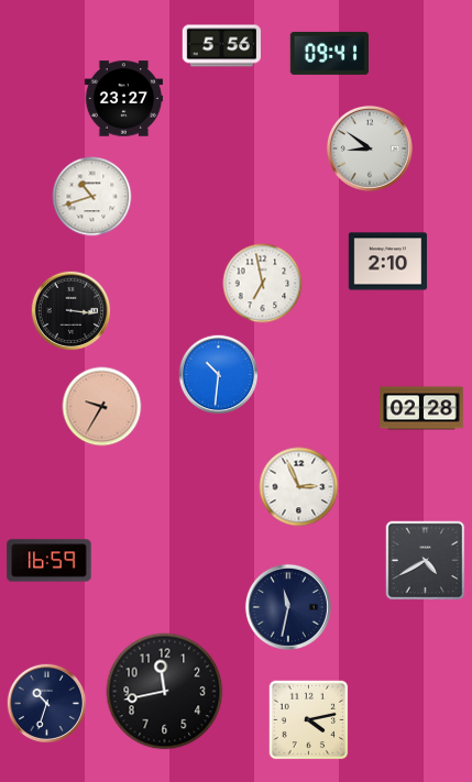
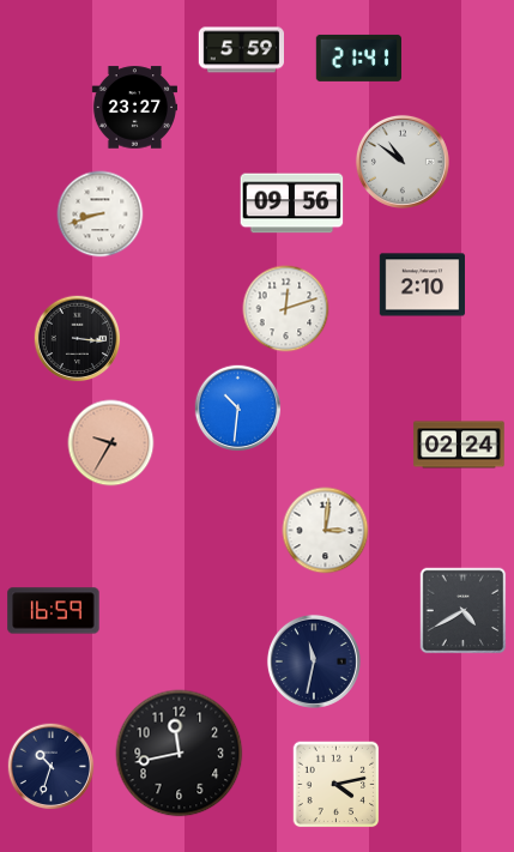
clock at (221, 46): 5:56 -> 5:59
clock at (329, 53): 09:41 -> 21:41
clock at (370, 148): 8:51 -> 10:51
clock at (292, 204): none -> 09:56
clock at (92, 197): 10:42 -> 8:42
clock at (263, 284): 6:58 -> 12:12
clock at (421, 408): 02:28 -> 02:24
clock at (299, 487): 2:56 -> 3:01
